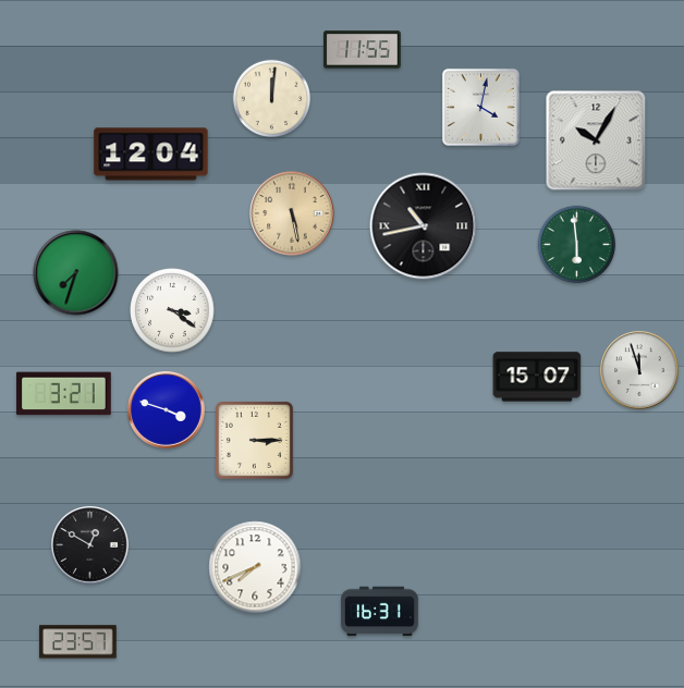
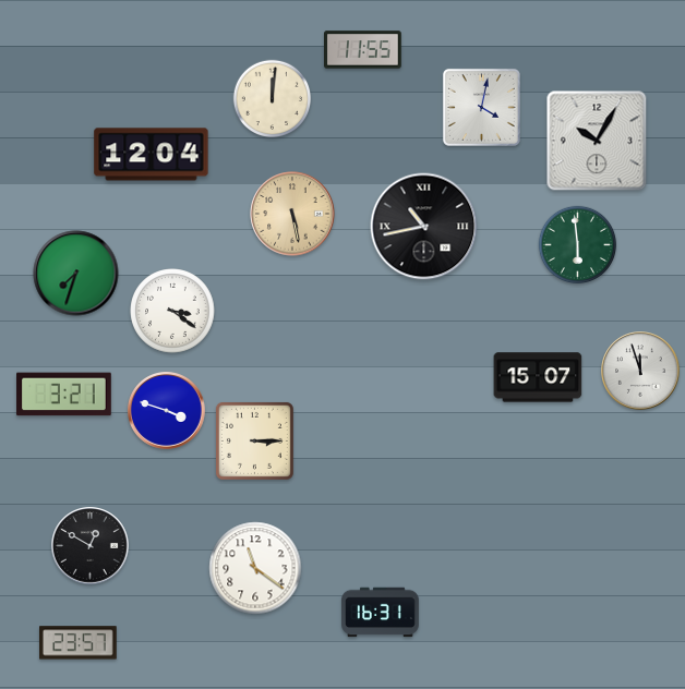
clock at (255, 567): 7:41 -> 11:21
